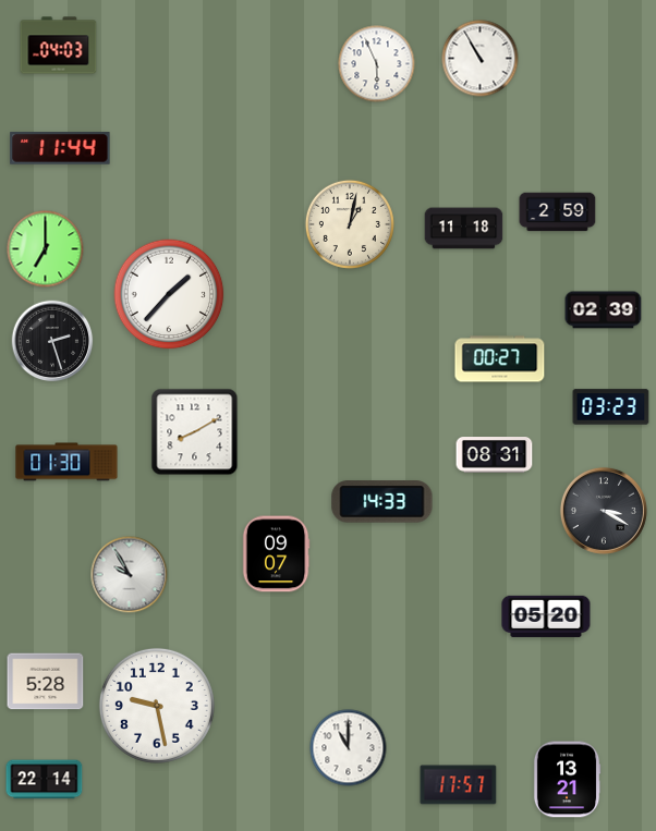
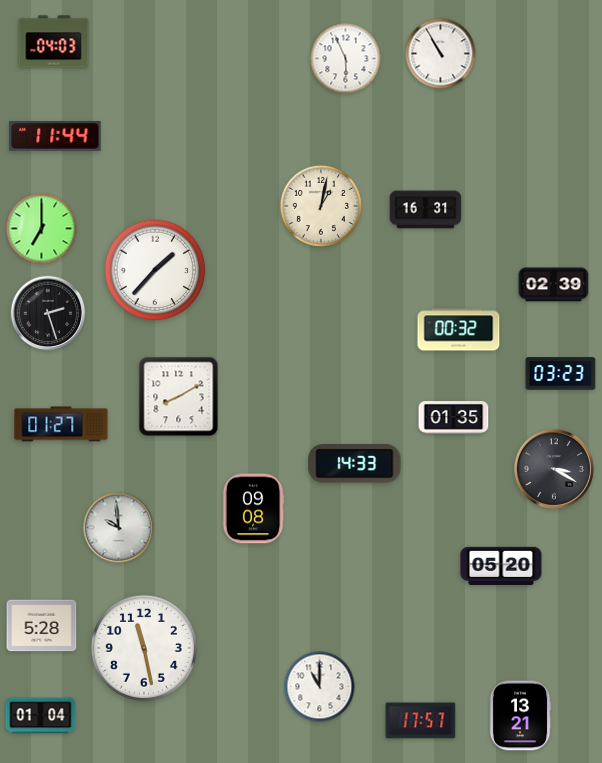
clock at (558, 212): 2:59 -> none
clock at (464, 229): 11:18 -> 16:31
clock at (500, 359): 00:27 -> 00:32
clock at (495, 455): 08:31 -> 01:35
clock at (66, 462): 01:30 -> 01:27
clock at (382, 502) position: (382, 502) -> (355, 464)
clock at (276, 554): 09:07 -> 09:08
clock at (130, 575): 9:55 -> 9:59
clock at (157, 706): 9:28 -> 11:28
clock at (45, 780): 22:14 -> 01:04
